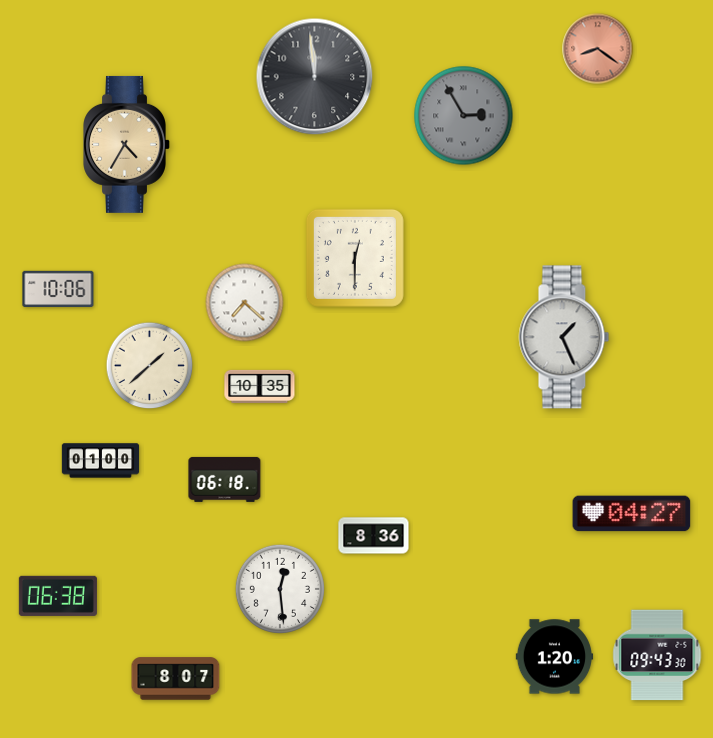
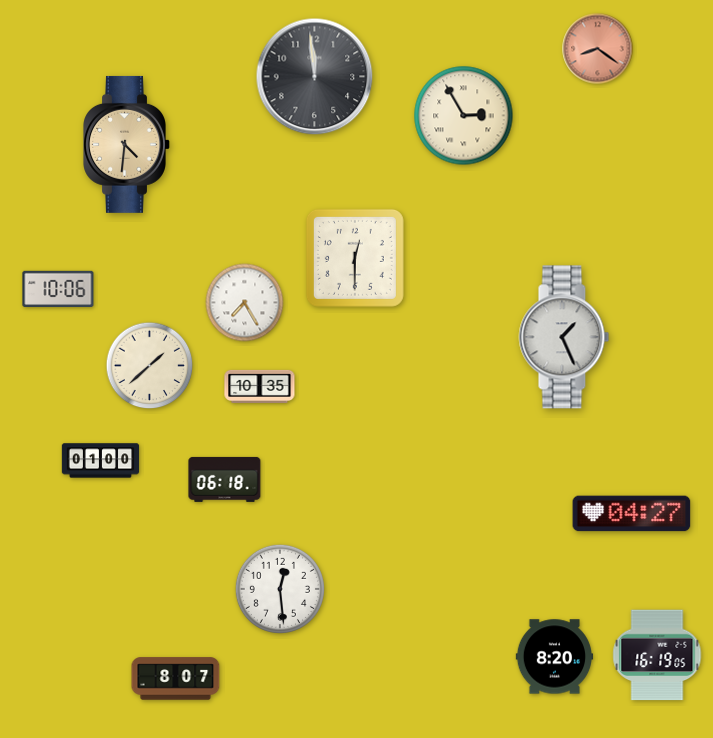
clock at (464, 116) dial: grey -> cream
clock at (127, 144): 4:35 -> 4:31
clock at (245, 303): 7:22 -> 7:25
clock at (374, 536): 8:36 -> none
clock at (58, 596): 06:38 -> none
clock at (657, 655): 09:43 -> 16:19
clock at (555, 657): 1:20 -> 8:20
